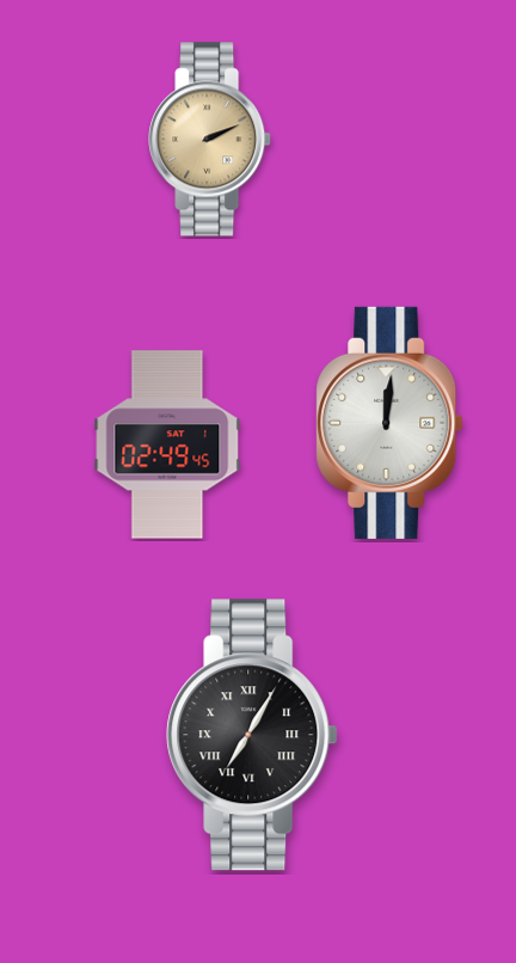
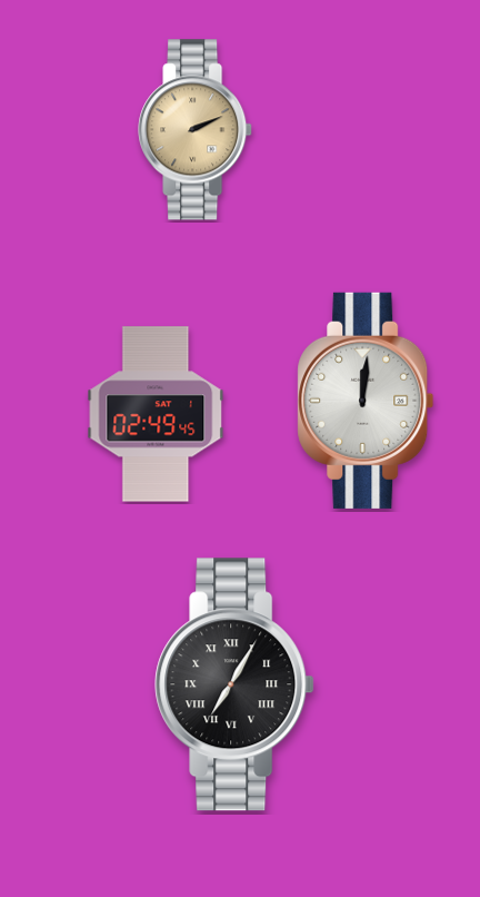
clock at (389, 423) position: (389, 423) -> (366, 401)
